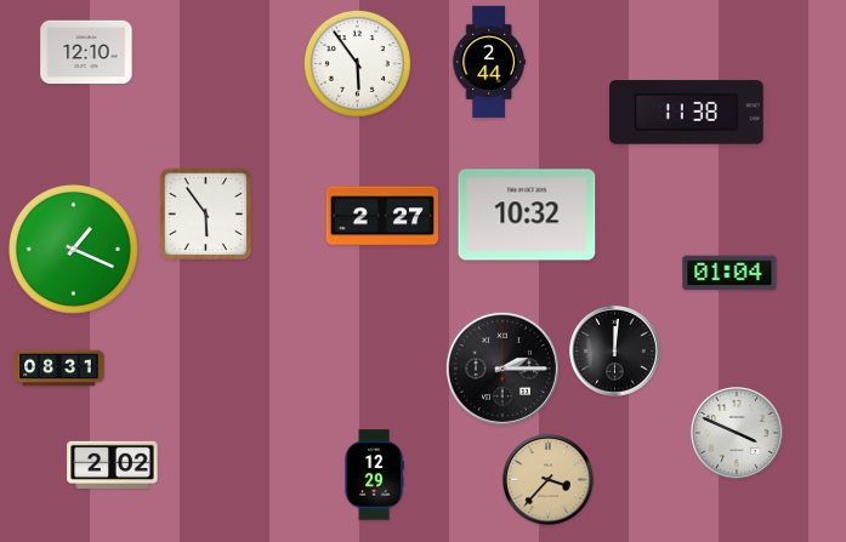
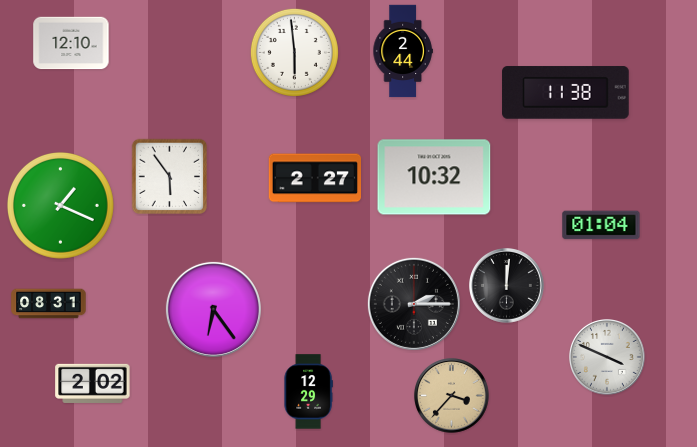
clock at (357, 63): 5:54 -> 5:59
clock at (615, 352) position: (615, 352) -> (507, 286)
clock at (213, 309): none -> 6:24
